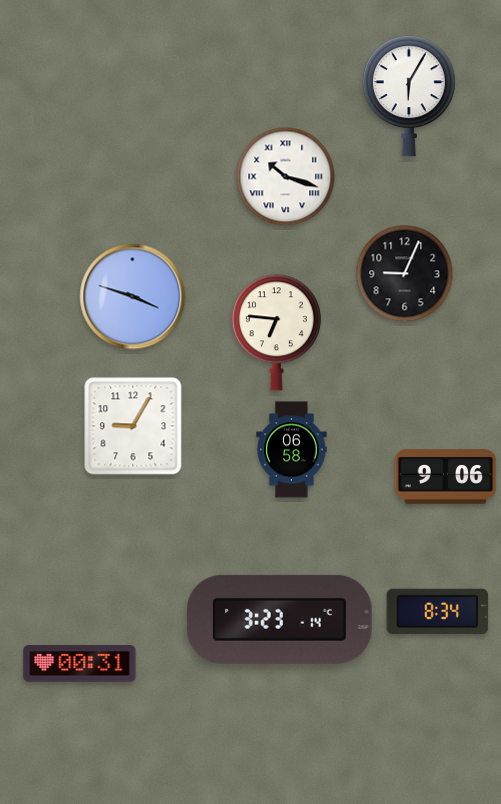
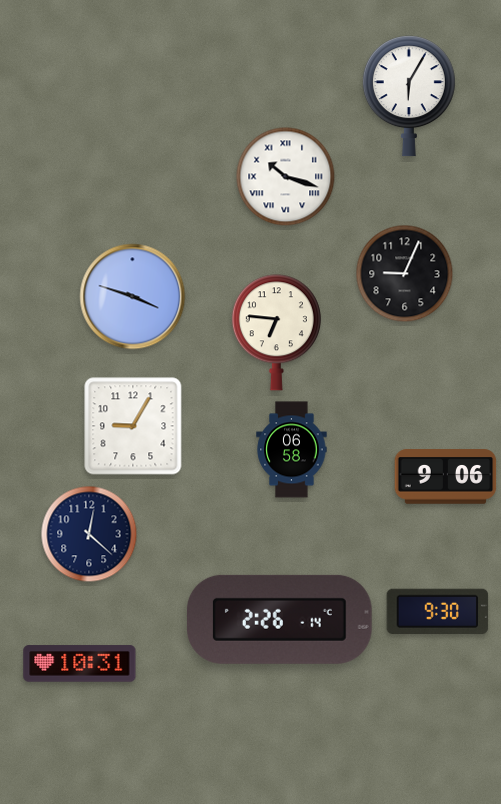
clock at (89, 534): none -> 12:22
clock at (438, 611): 8:34 -> 9:30
clock at (279, 619): 3:23 -> 2:26
clock at (80, 664): 00:31 -> 10:31
